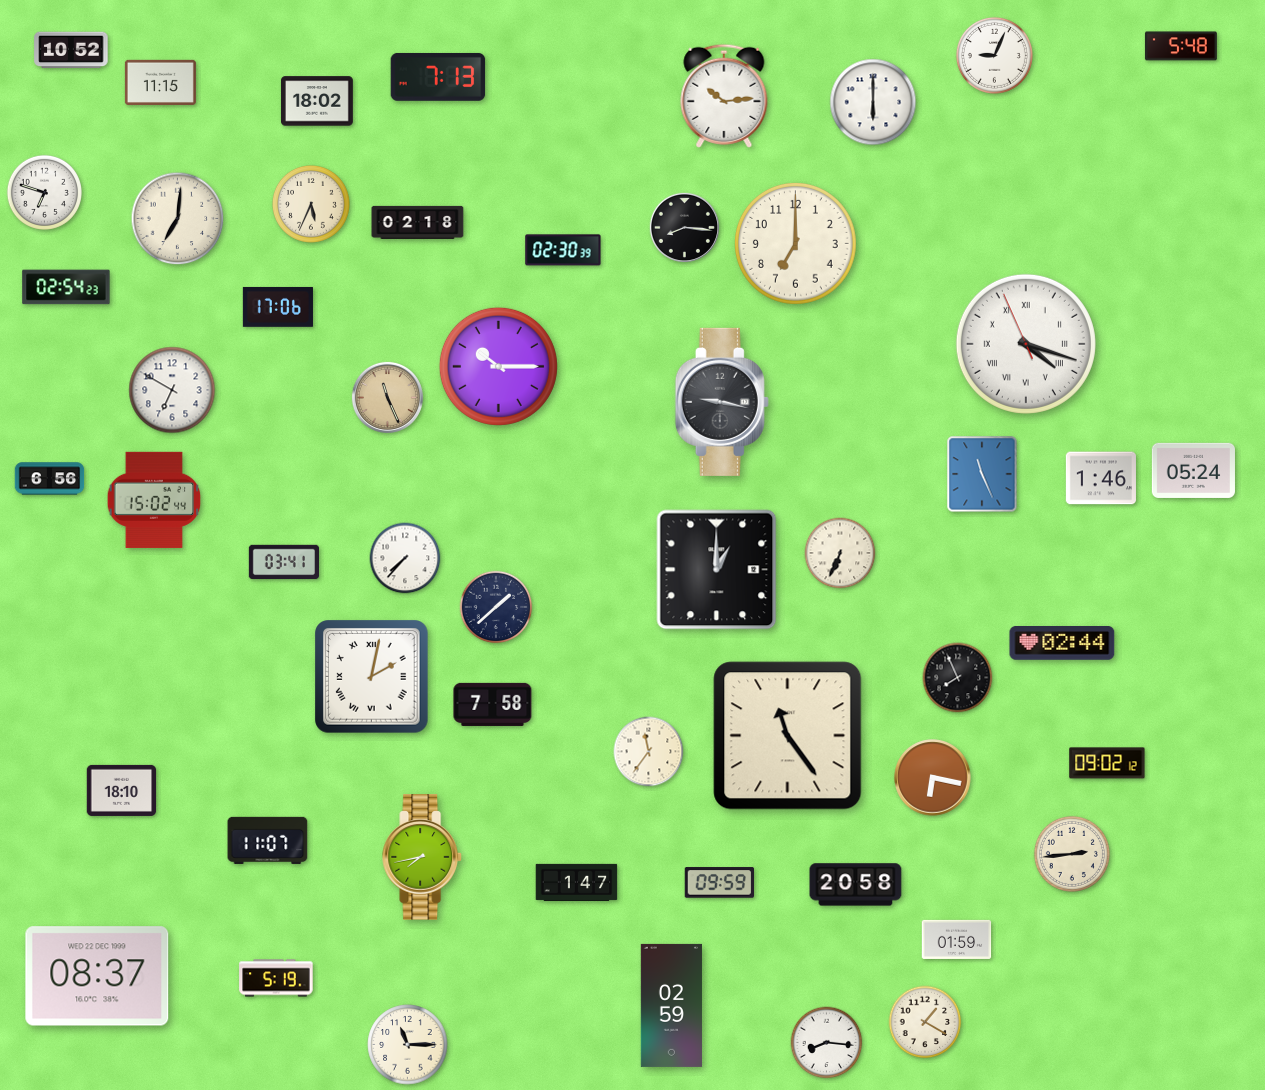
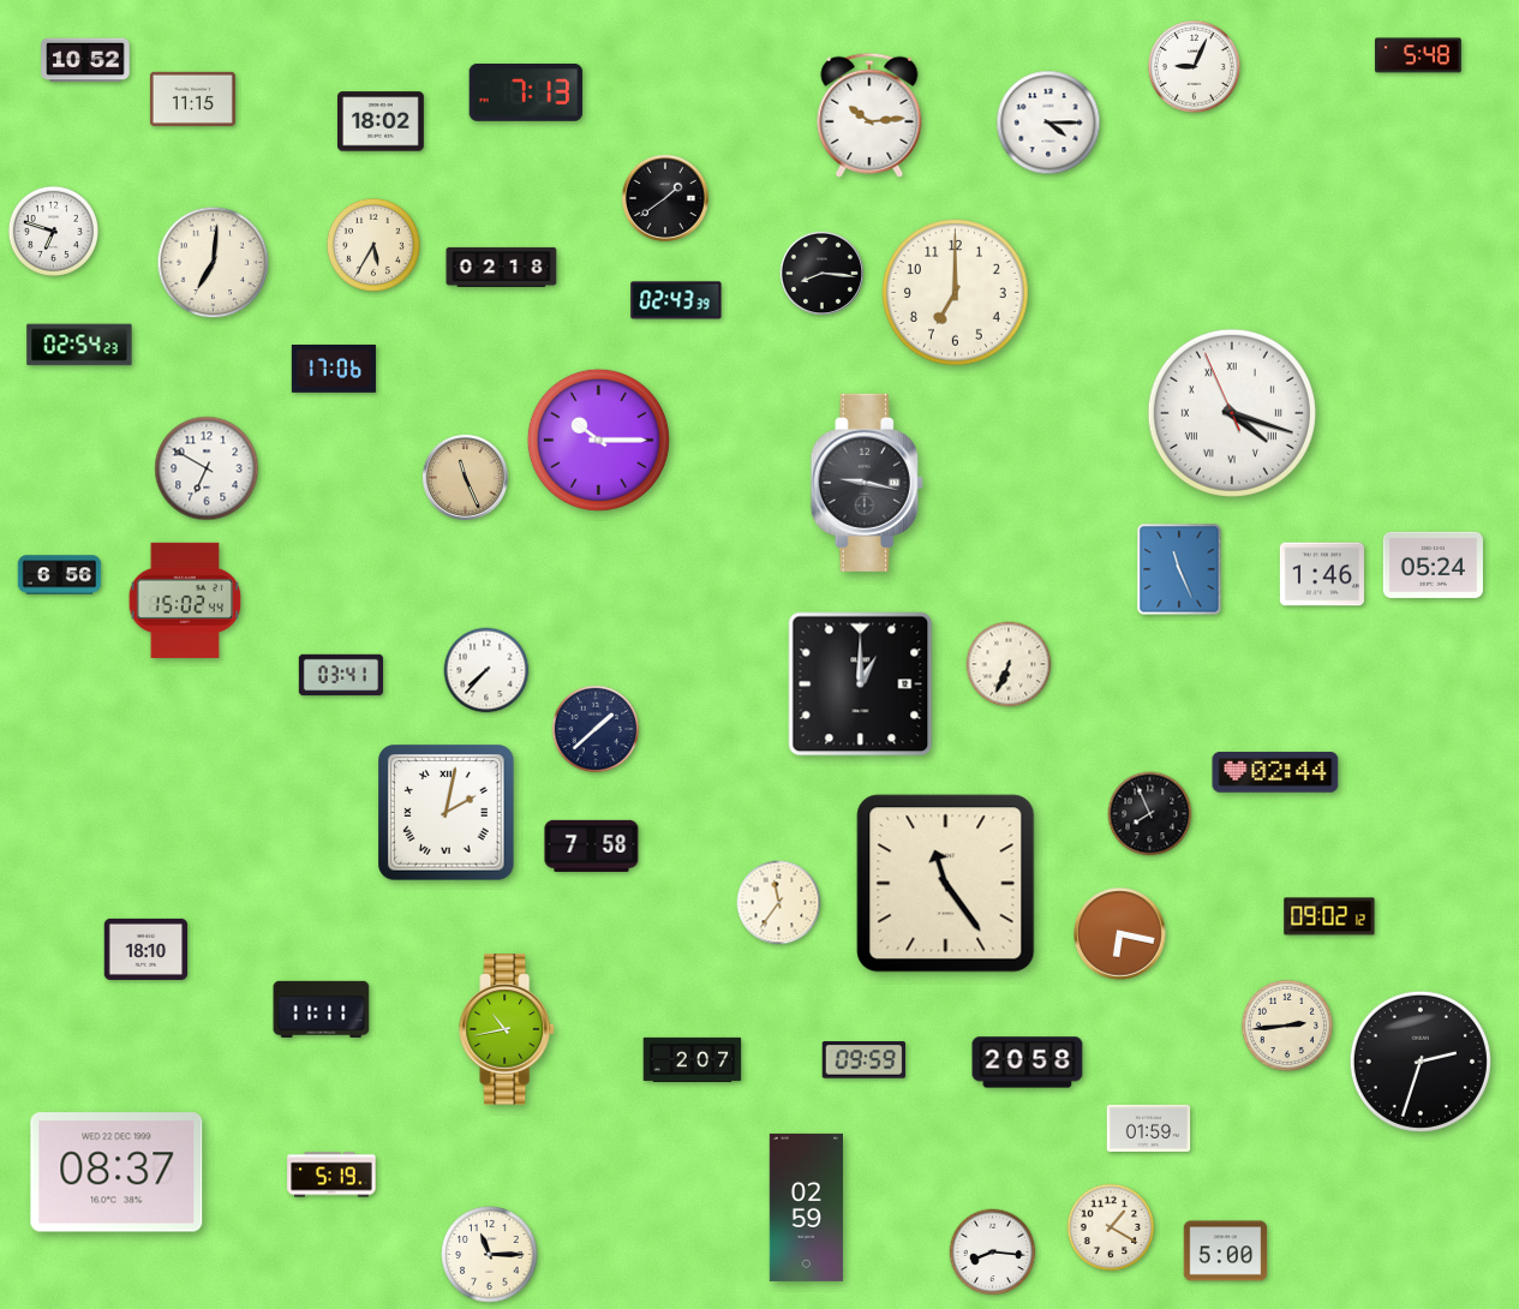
clock at (873, 102): 6:00 -> 4:15
clock at (665, 198): none -> 1:39
clock at (312, 205): 5:34 -> 5:35
clock at (563, 250): 02:30 -> 02:43
clock at (268, 840): 11:07 -> 11:11
clock at (422, 857): 7:43 -> 10:43
clock at (577, 882): 1:47 -> 2:07
clock at (1421, 1062): none -> 2:33
clock at (1226, 1251): none -> 5:00
